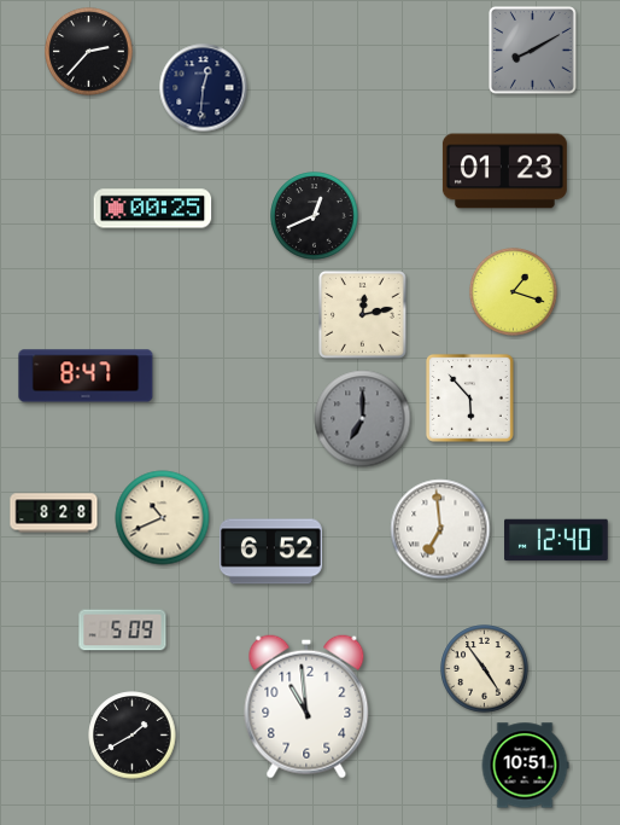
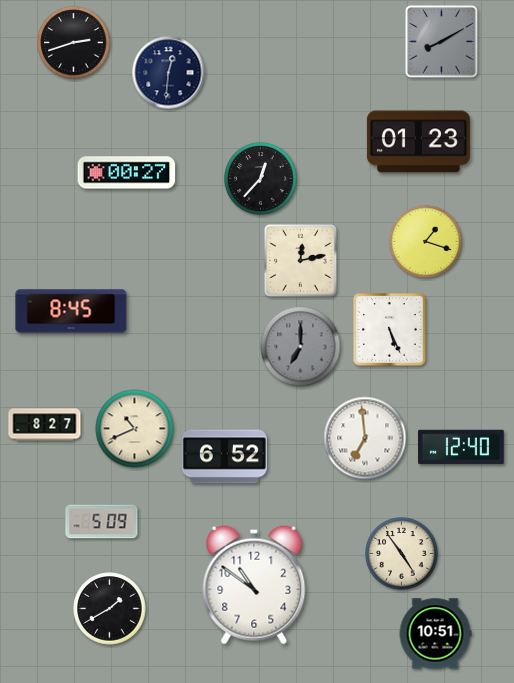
clock at (89, 52): 2:37 -> 2:42
clock at (153, 209): 00:25 -> 00:27
clock at (315, 216): 12:41 -> 12:37
clock at (86, 376): 8:47 -> 8:45
clock at (470, 399): 5:53 -> 5:26
clock at (54, 513): 8:28 -> 8:27
clock at (306, 707): 10:59 -> 10:51
